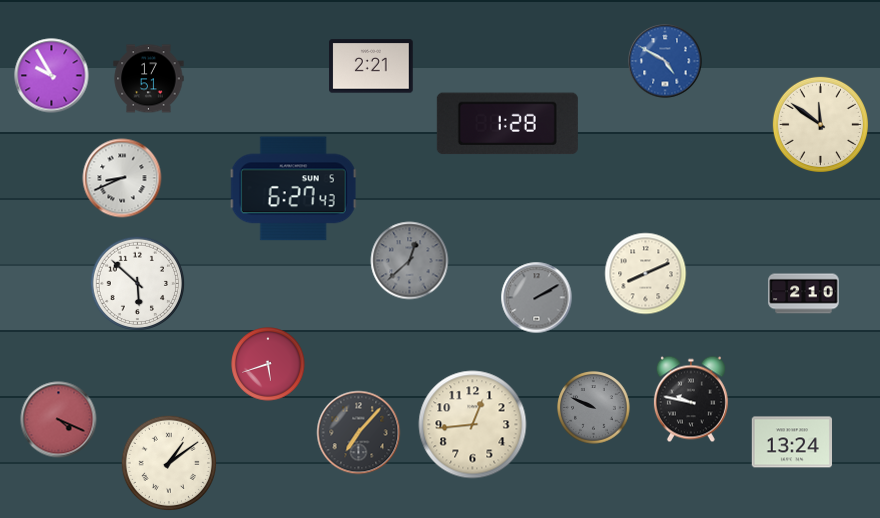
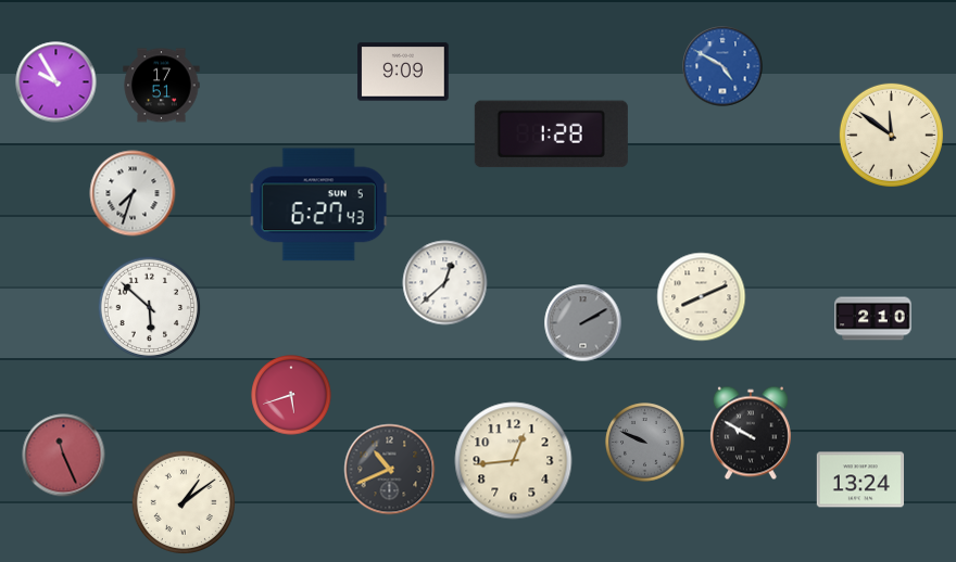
clock at (371, 66): 2:21 -> 9:09
clock at (122, 178): 8:41 -> 7:33
clock at (410, 261) dial: grey -> white
clock at (691, 399): 9:47 -> 9:50
clock at (59, 420): 4:19 -> 11:26
clock at (359, 433): 7:07 -> 10:41
